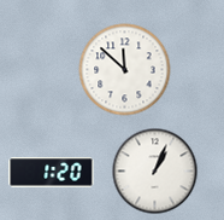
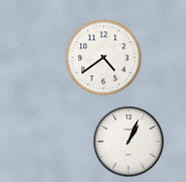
clock at (125, 70): 11:52 -> 4:39
clock at (52, 173): 1:20 -> none
